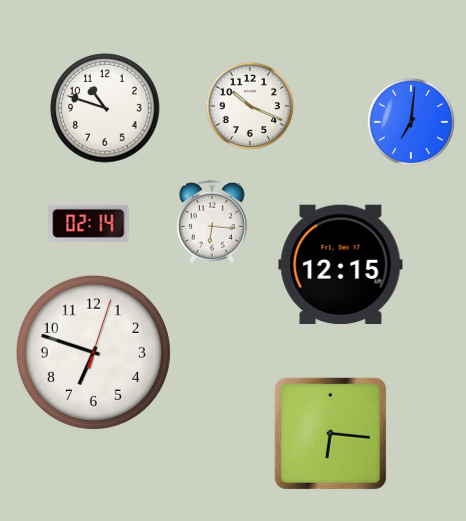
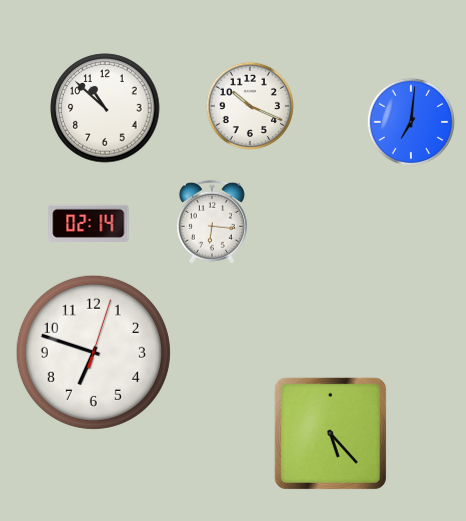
clock at (105, 108): 10:48 -> 10:52
clock at (341, 264): 12:15 -> none
clock at (330, 433): 6:16 -> 5:23
